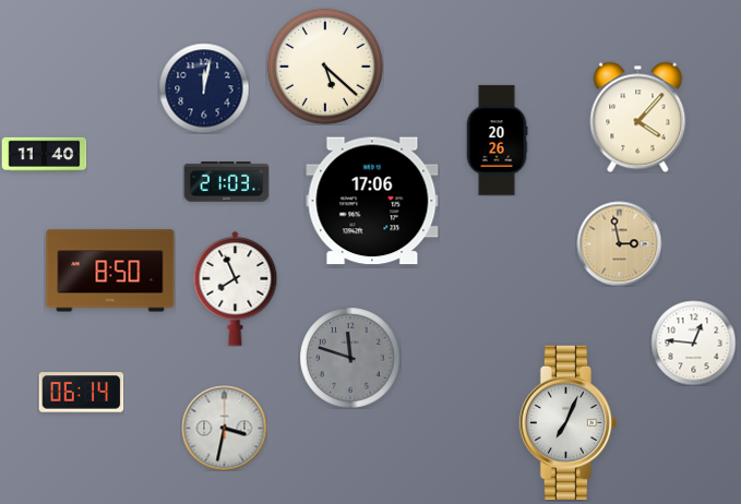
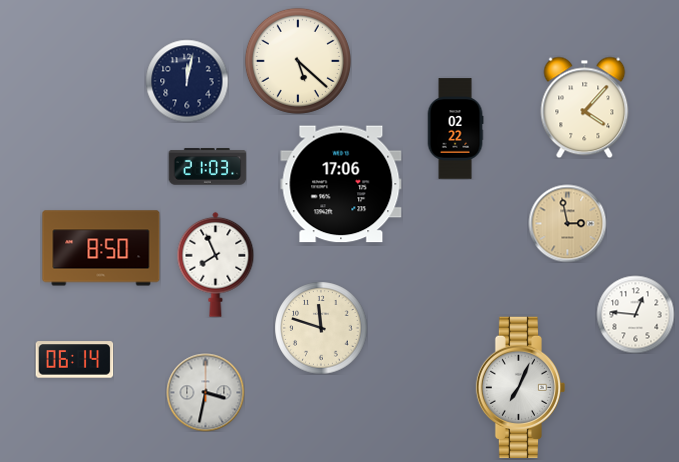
clock at (497, 141): 20:26 -> 02:22
clock at (44, 154): 11:40 -> none
clock at (350, 358) dial: grey -> cream
